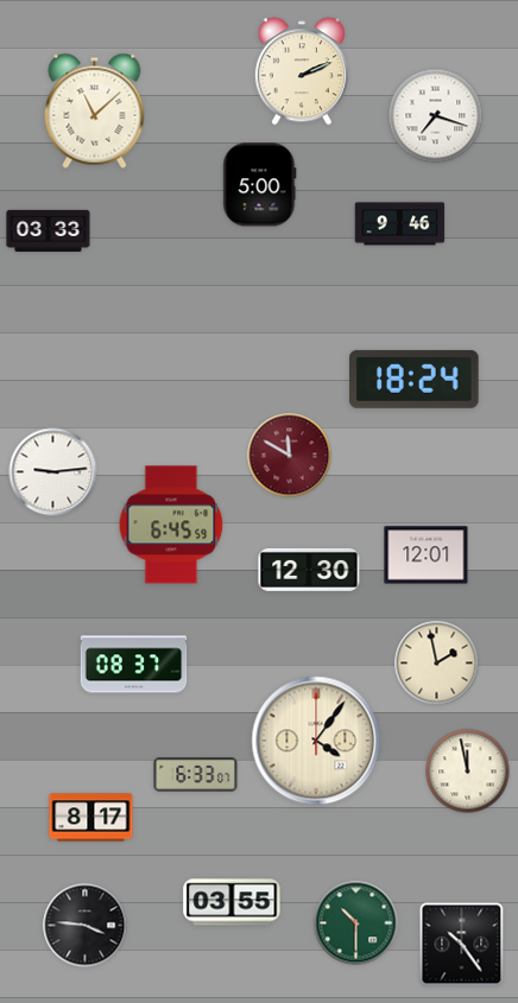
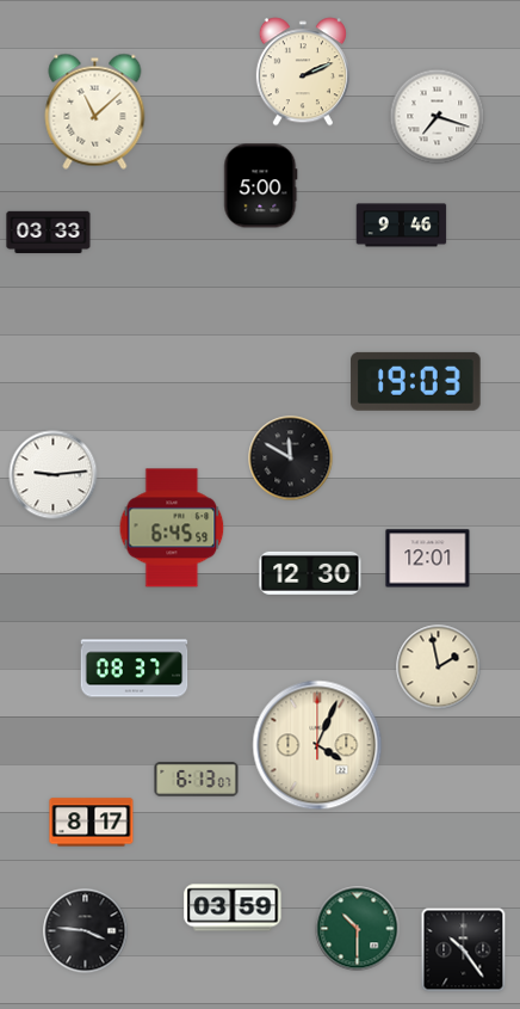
clock at (415, 379): 18:24 -> 19:03
clock at (290, 456) dial: burgundy -> black
clock at (316, 741): 4:06 -> 4:04
clock at (468, 772): 11:58 -> none
clock at (196, 775): 6:33 -> 6:13
clock at (232, 902): 03:55 -> 03:59
